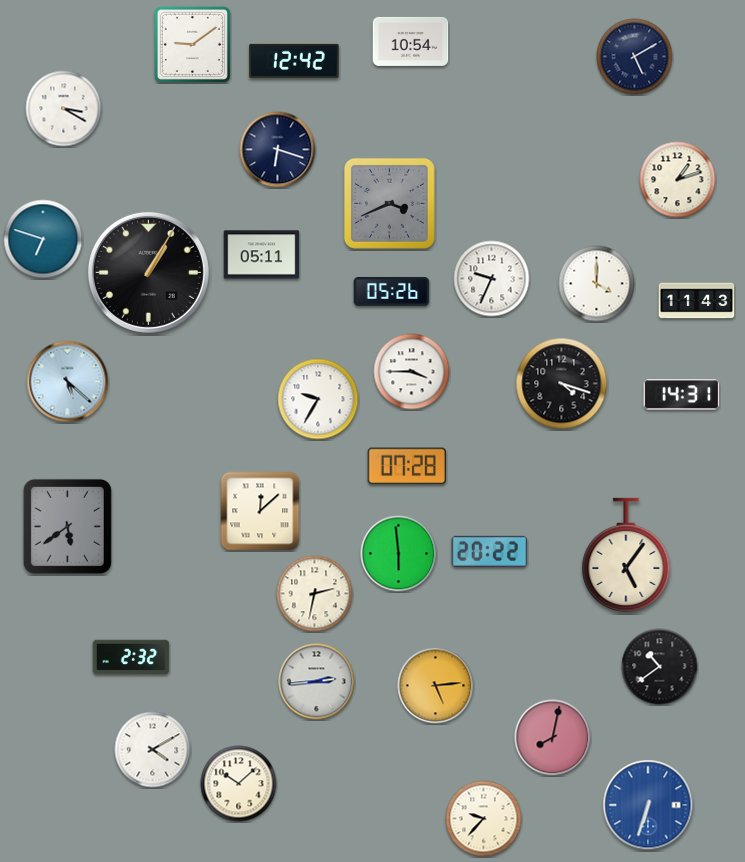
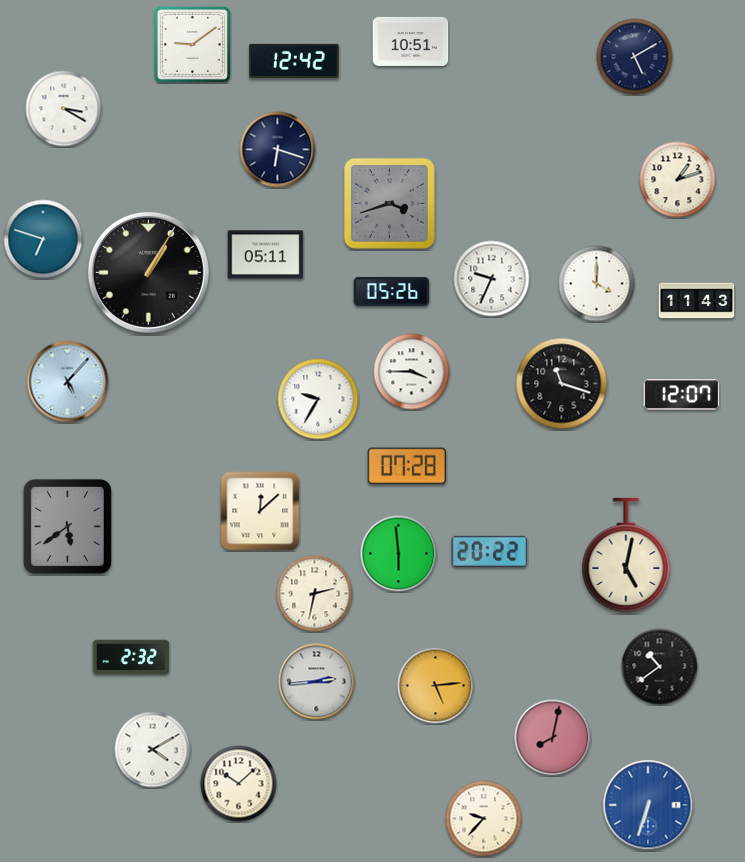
clock at (411, 41): 10:54 -> 10:51
clock at (389, 203): 3:41 -> 3:42
clock at (262, 255) position: (262, 255) -> (266, 255)
clock at (68, 382): 5:22 -> 5:07
clock at (562, 384): 4:18 -> 11:18
clock at (682, 395): 14:31 -> 12:07
clock at (626, 554): 5:06 -> 5:02
